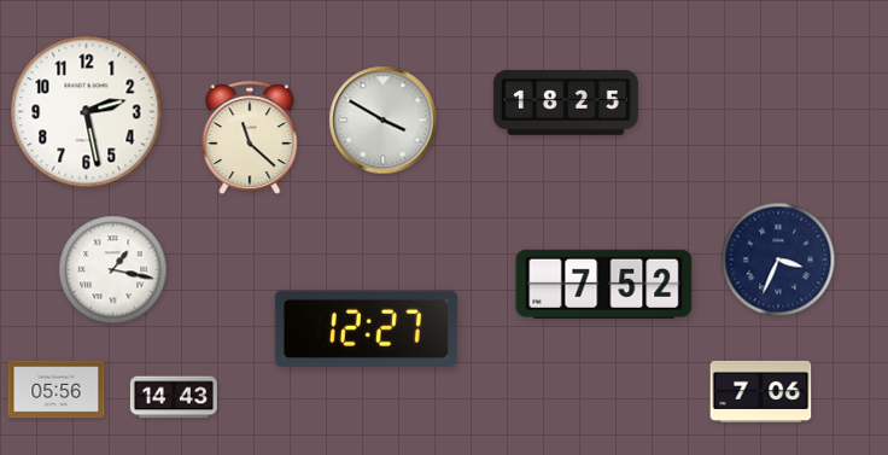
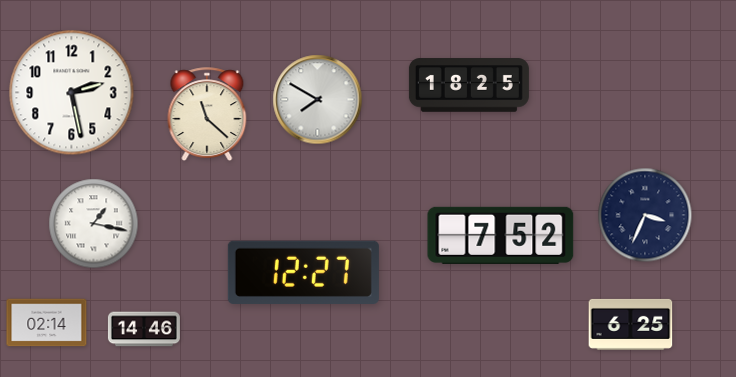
clock at (384, 121): 3:50 -> 7:50
clock at (57, 390): 05:56 -> 02:14
clock at (761, 391): 7:06 -> 6:25
clock at (174, 397): 14:43 -> 14:46
